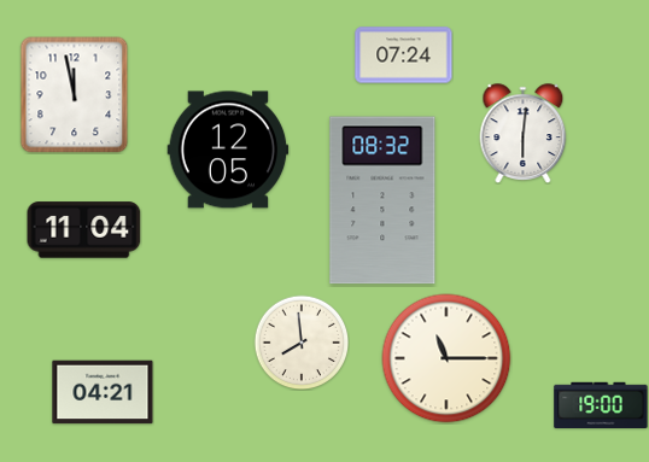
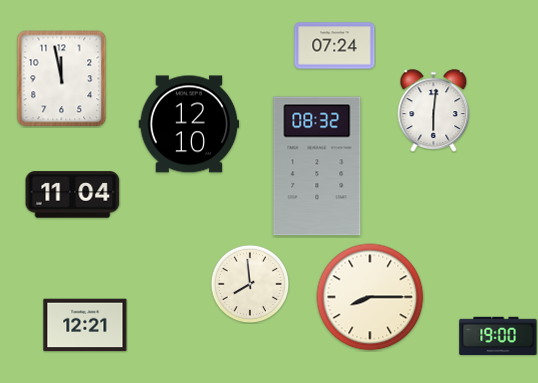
clock at (228, 150): 12:05 -> 12:10
clock at (84, 230) position: (84, 230) -> (73, 195)
clock at (446, 358): 11:15 -> 8:15
clock at (103, 392): 04:21 -> 12:21
